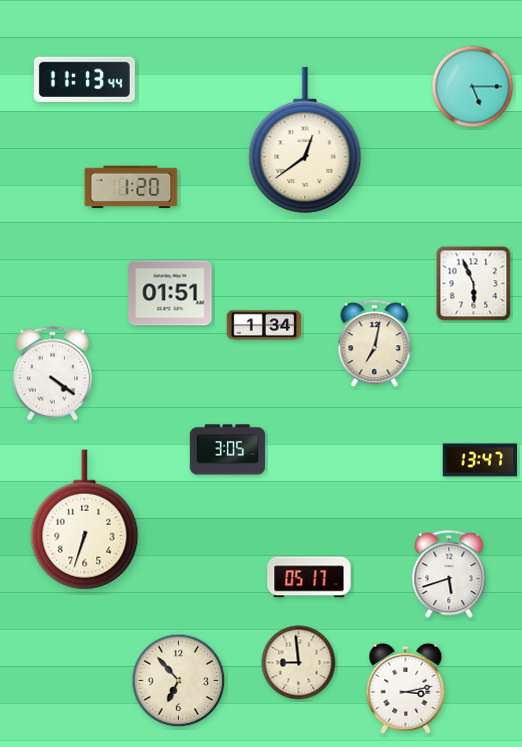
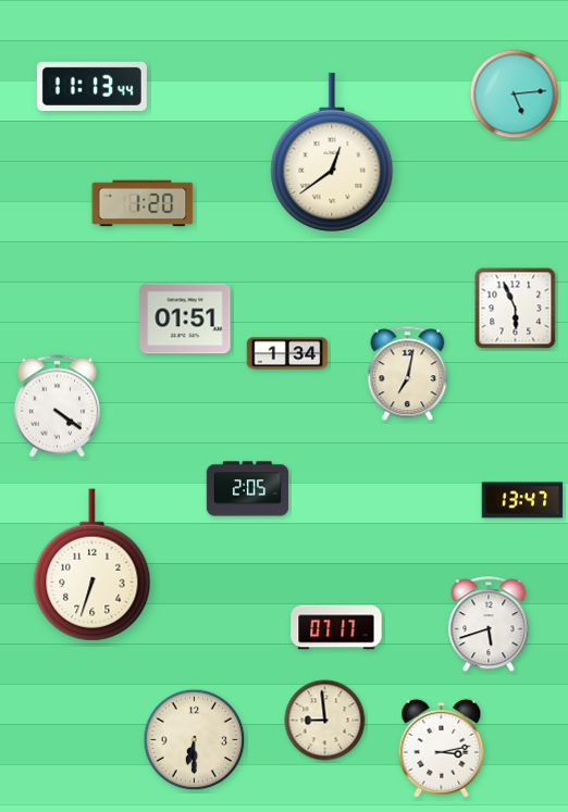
clock at (473, 87): 5:15 -> 5:14
clock at (228, 450): 3:05 -> 2:05
clock at (309, 577): 05:17 -> 07:17
clock at (179, 681): 6:53 -> 6:30
